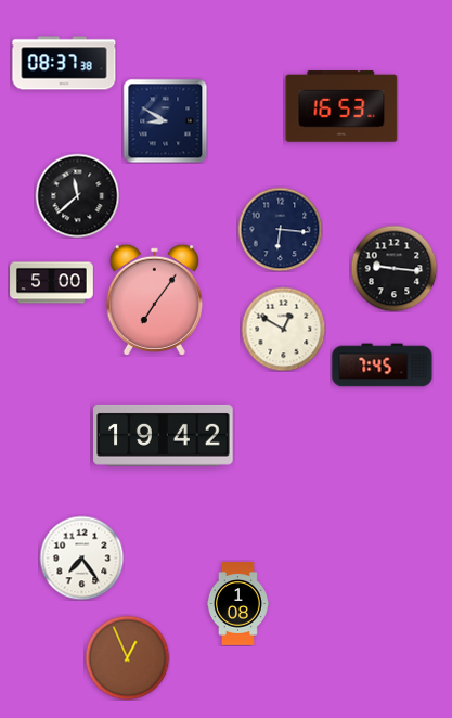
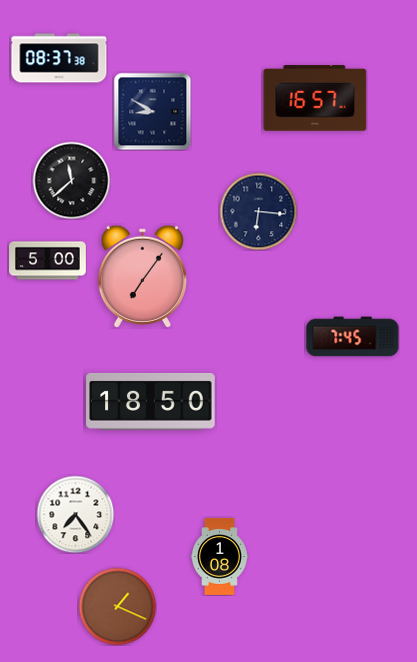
clock at (341, 106): 16:53 -> 16:57
clock at (393, 268): 9:16 -> none
clock at (283, 329): 12:50 -> none
clock at (164, 435): 19:42 -> 18:50
clock at (127, 657): 12:56 -> 1:19
